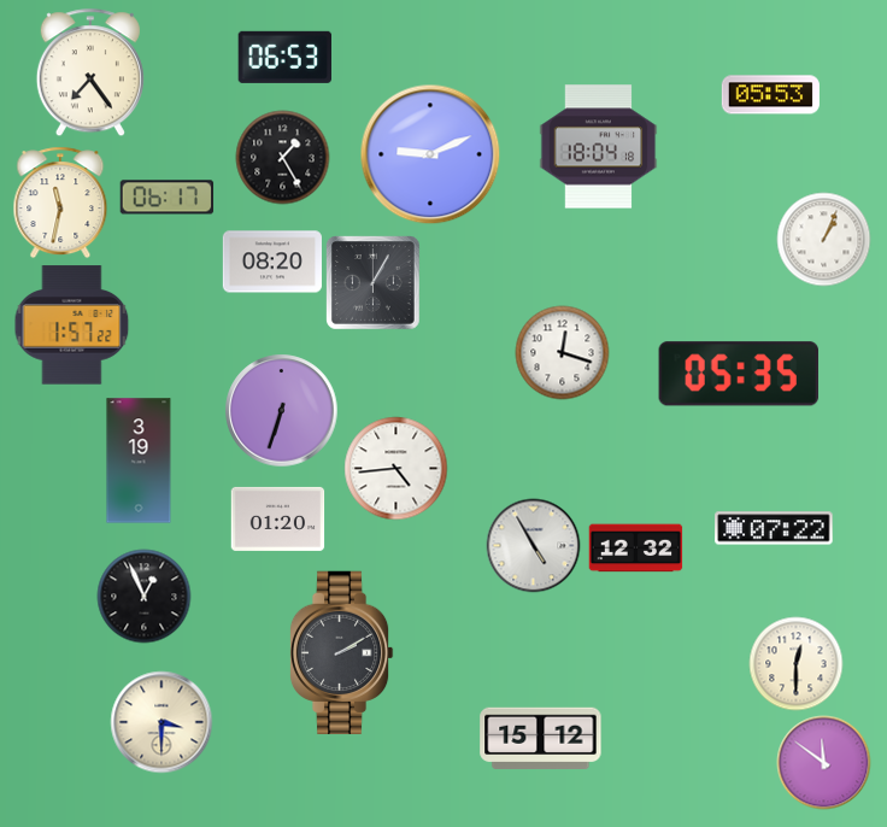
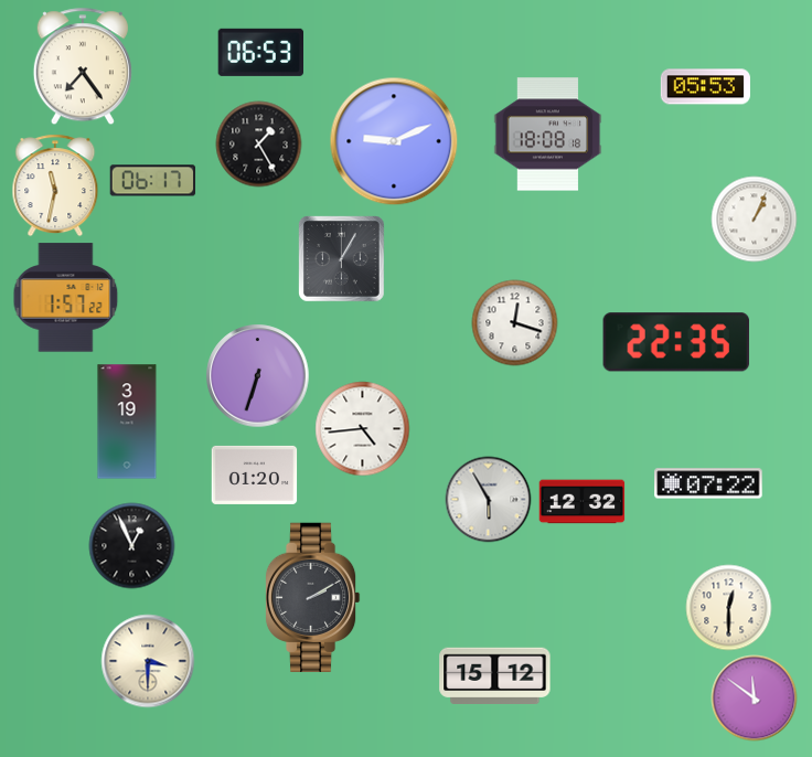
clock at (599, 147): 18:04 -> 18:08
clock at (272, 262): 08:20 -> none
clock at (739, 374): 05:35 -> 22:35
clock at (533, 545): 4:55 -> 5:55
